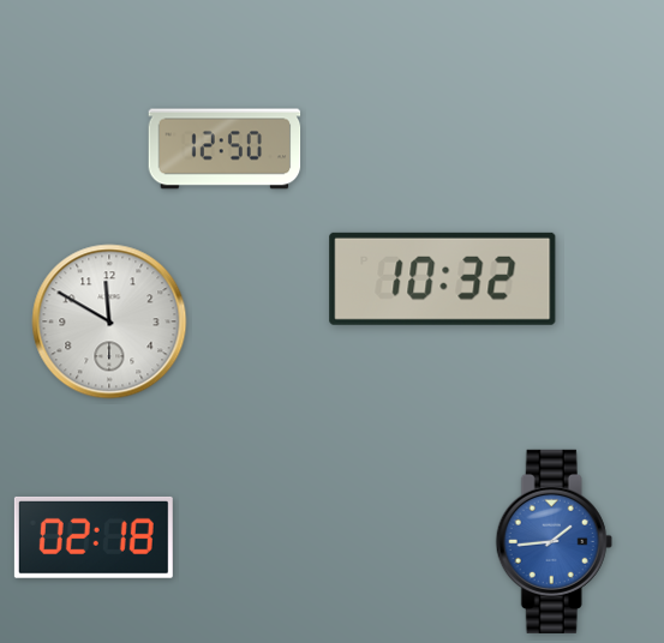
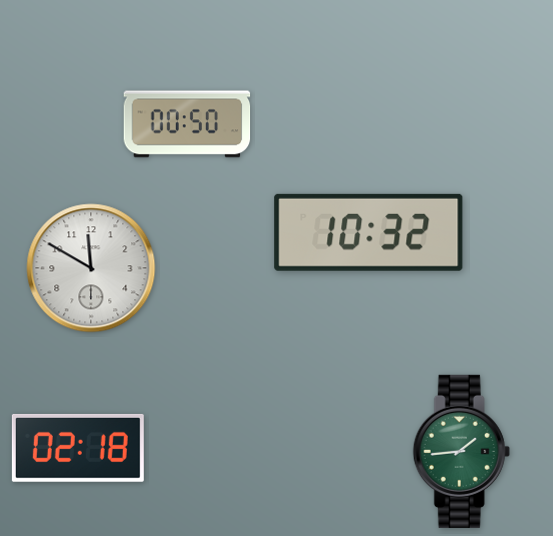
clock at (225, 149): 12:50 -> 00:50
clock at (554, 541) dial: blue -> green
